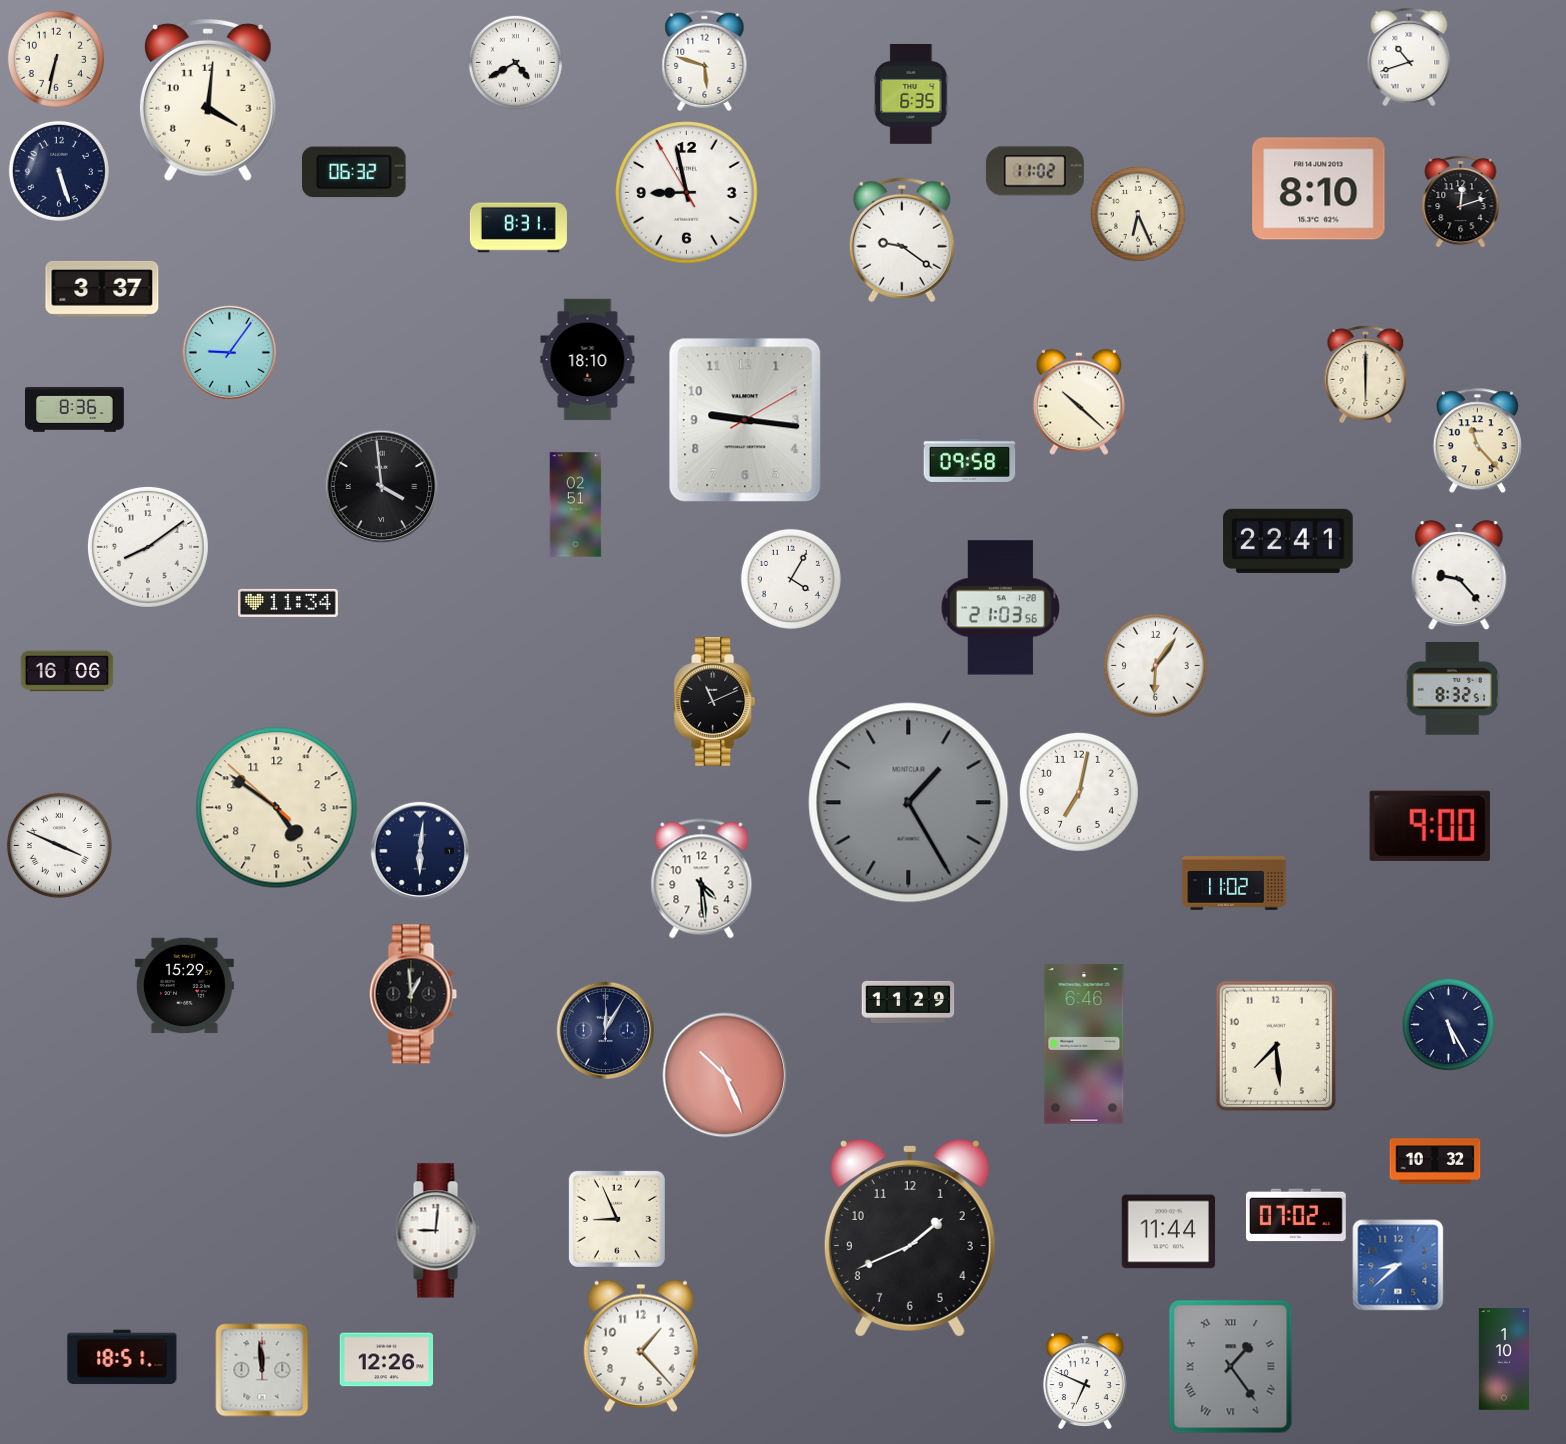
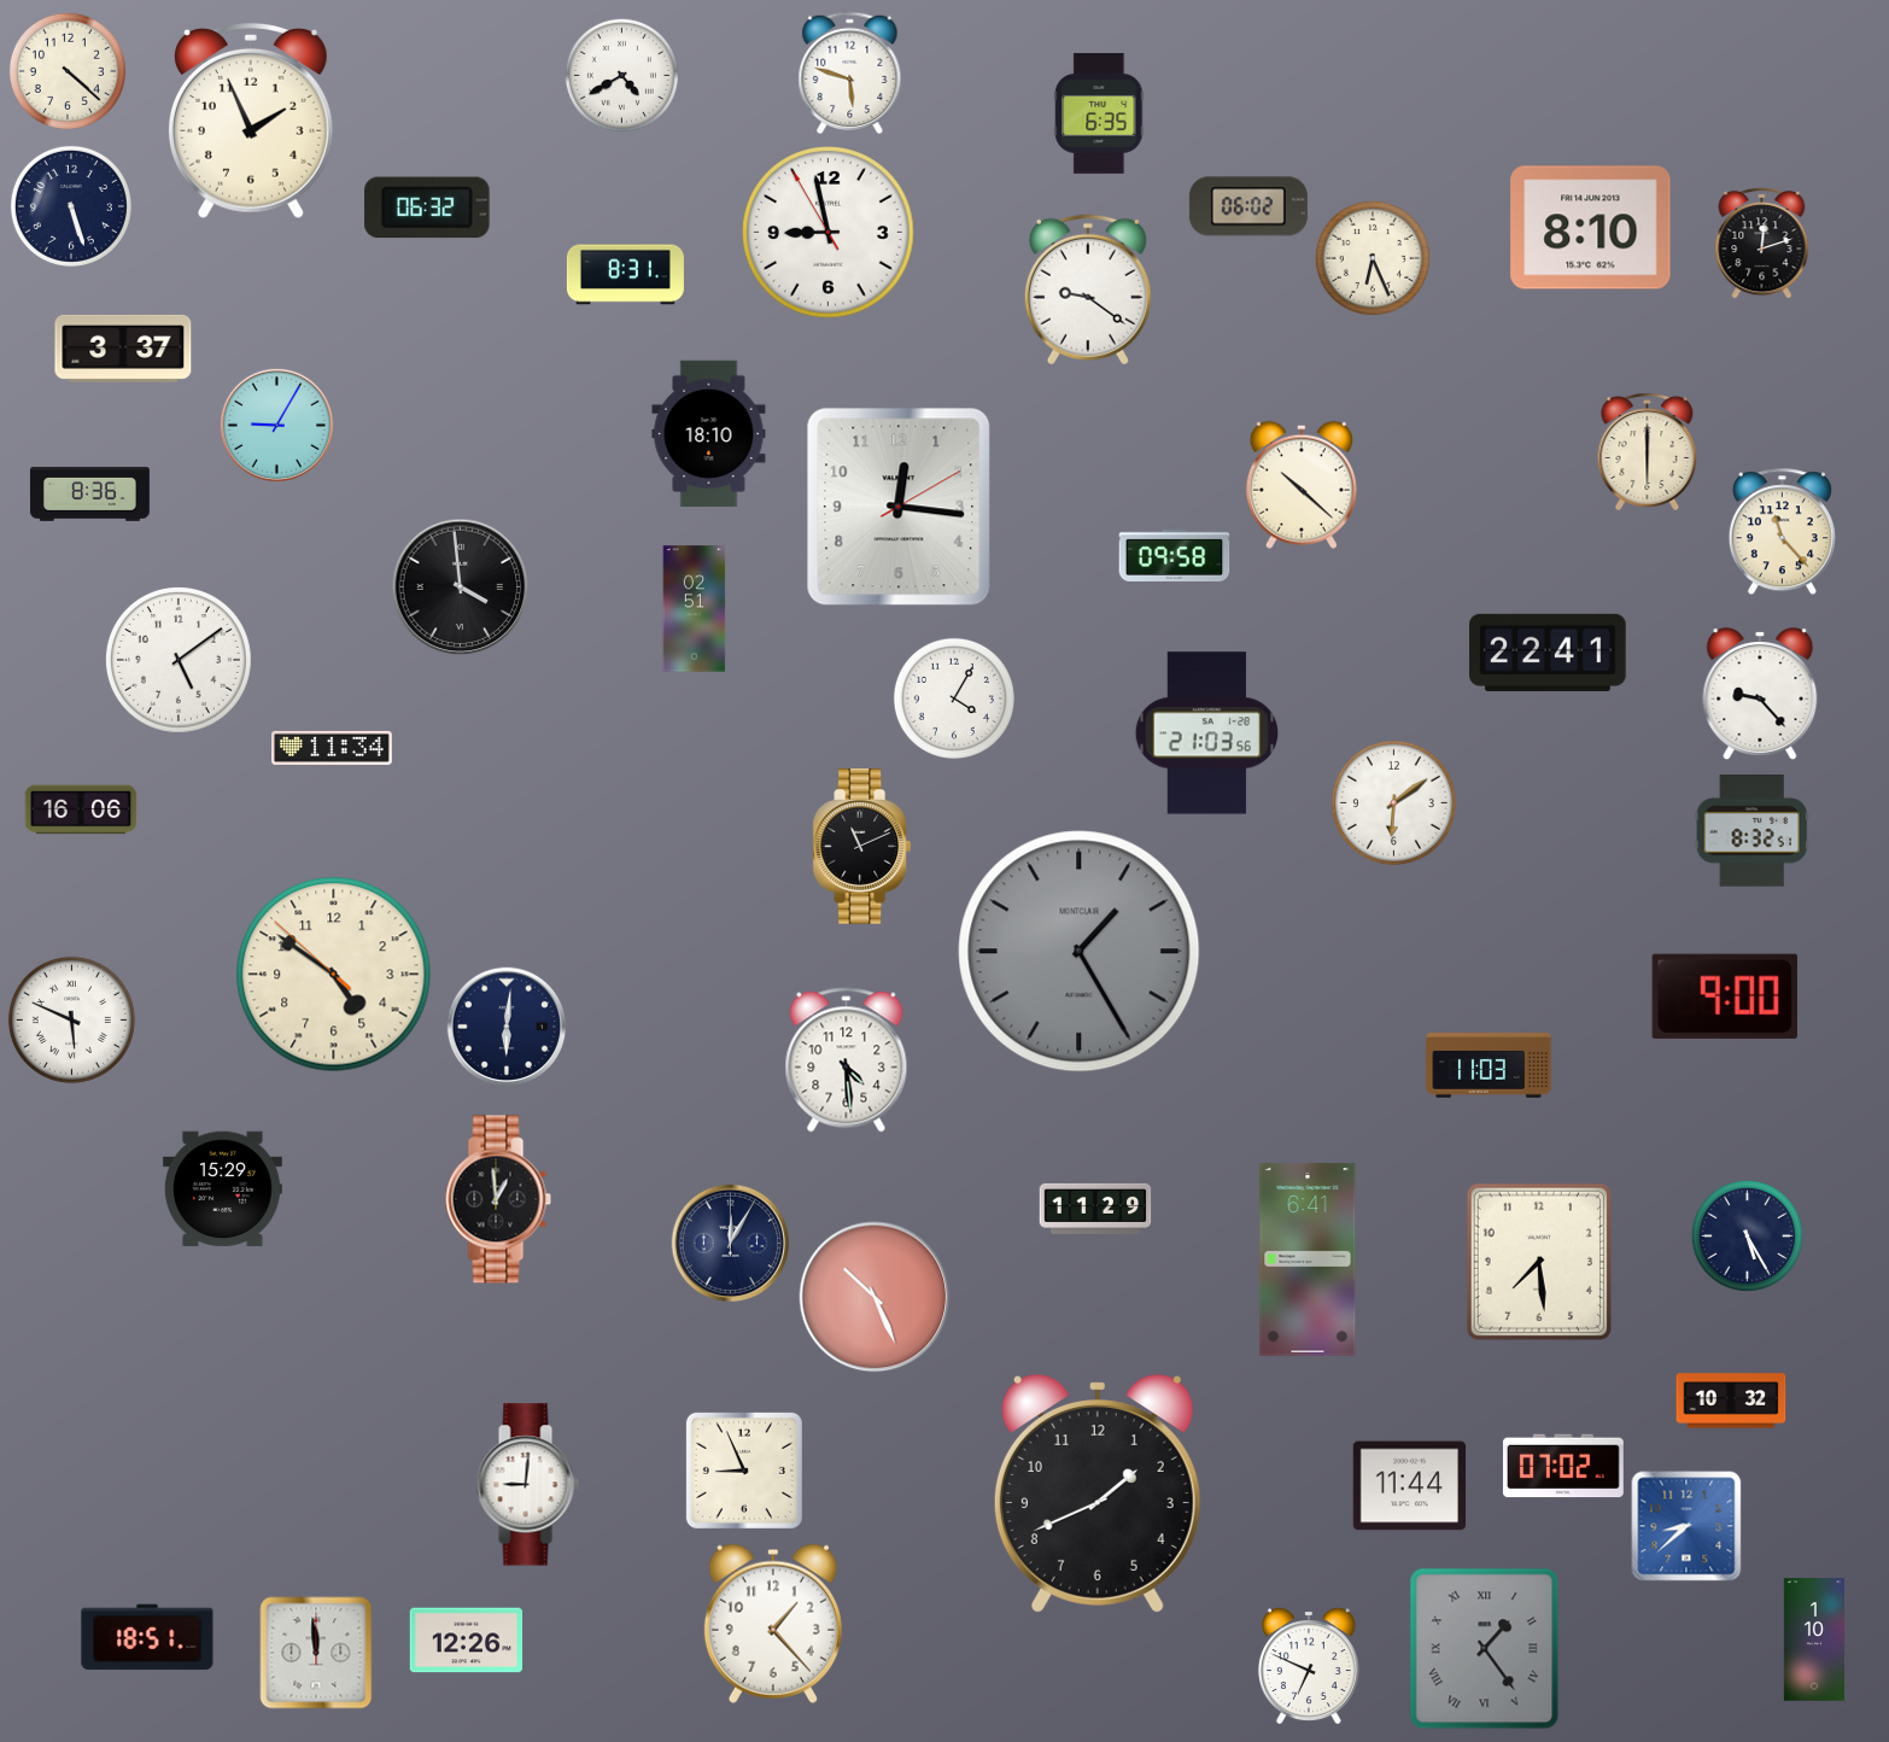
clock at (1409, 57): 10:42 -> none
clock at (56, 59): 6:32 -> 4:22
clock at (208, 100): 4:01 -> 1:56
clock at (1035, 171): 11:02 -> 06:02
clock at (229, 352): 9:06 -> 9:05
clock at (745, 420): 9:16 -> 12:16
clock at (970, 460) position: (970, 460) -> (1175, 555)
clock at (1288, 541) position: (1288, 541) -> (1548, 653)
clock at (148, 547): 8:09 -> 5:09
clock at (289, 603) position: (289, 603) -> (333, 748)
clock at (1155, 665): 6:06 -> 6:09
clock at (1079, 792): 7:02 -> none
clock at (909, 803) position: (909, 803) -> (1080, 952)
clock at (59, 845): 3:49 -> 5:49
clock at (1234, 883): 11:02 -> 11:03
clock at (1084, 1044): 6:46 -> 6:41
